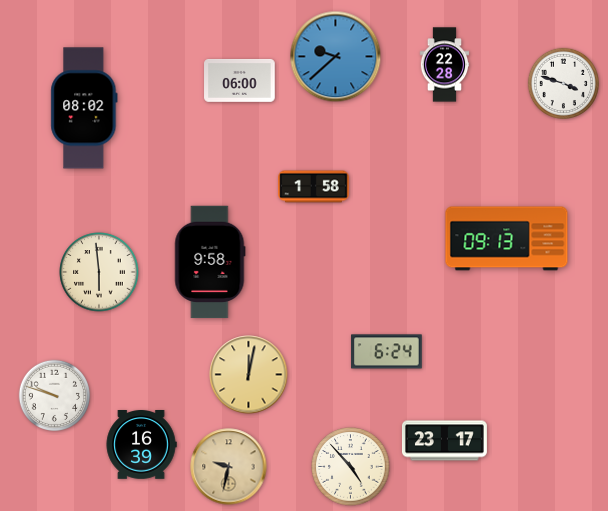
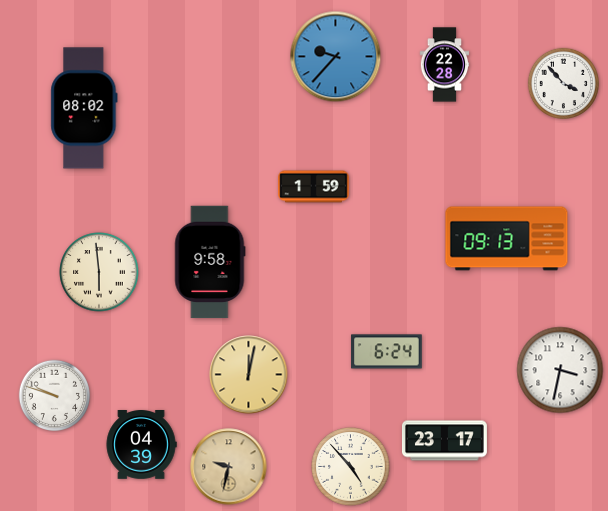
clock at (336, 57): 9:38 -> 9:37
clock at (240, 81): 06:00 -> none
clock at (563, 83): 3:48 -> 3:53
clock at (314, 187): 1:58 -> 1:59
clock at (560, 370): none -> 3:32
clock at (141, 445): 16:39 -> 04:39
